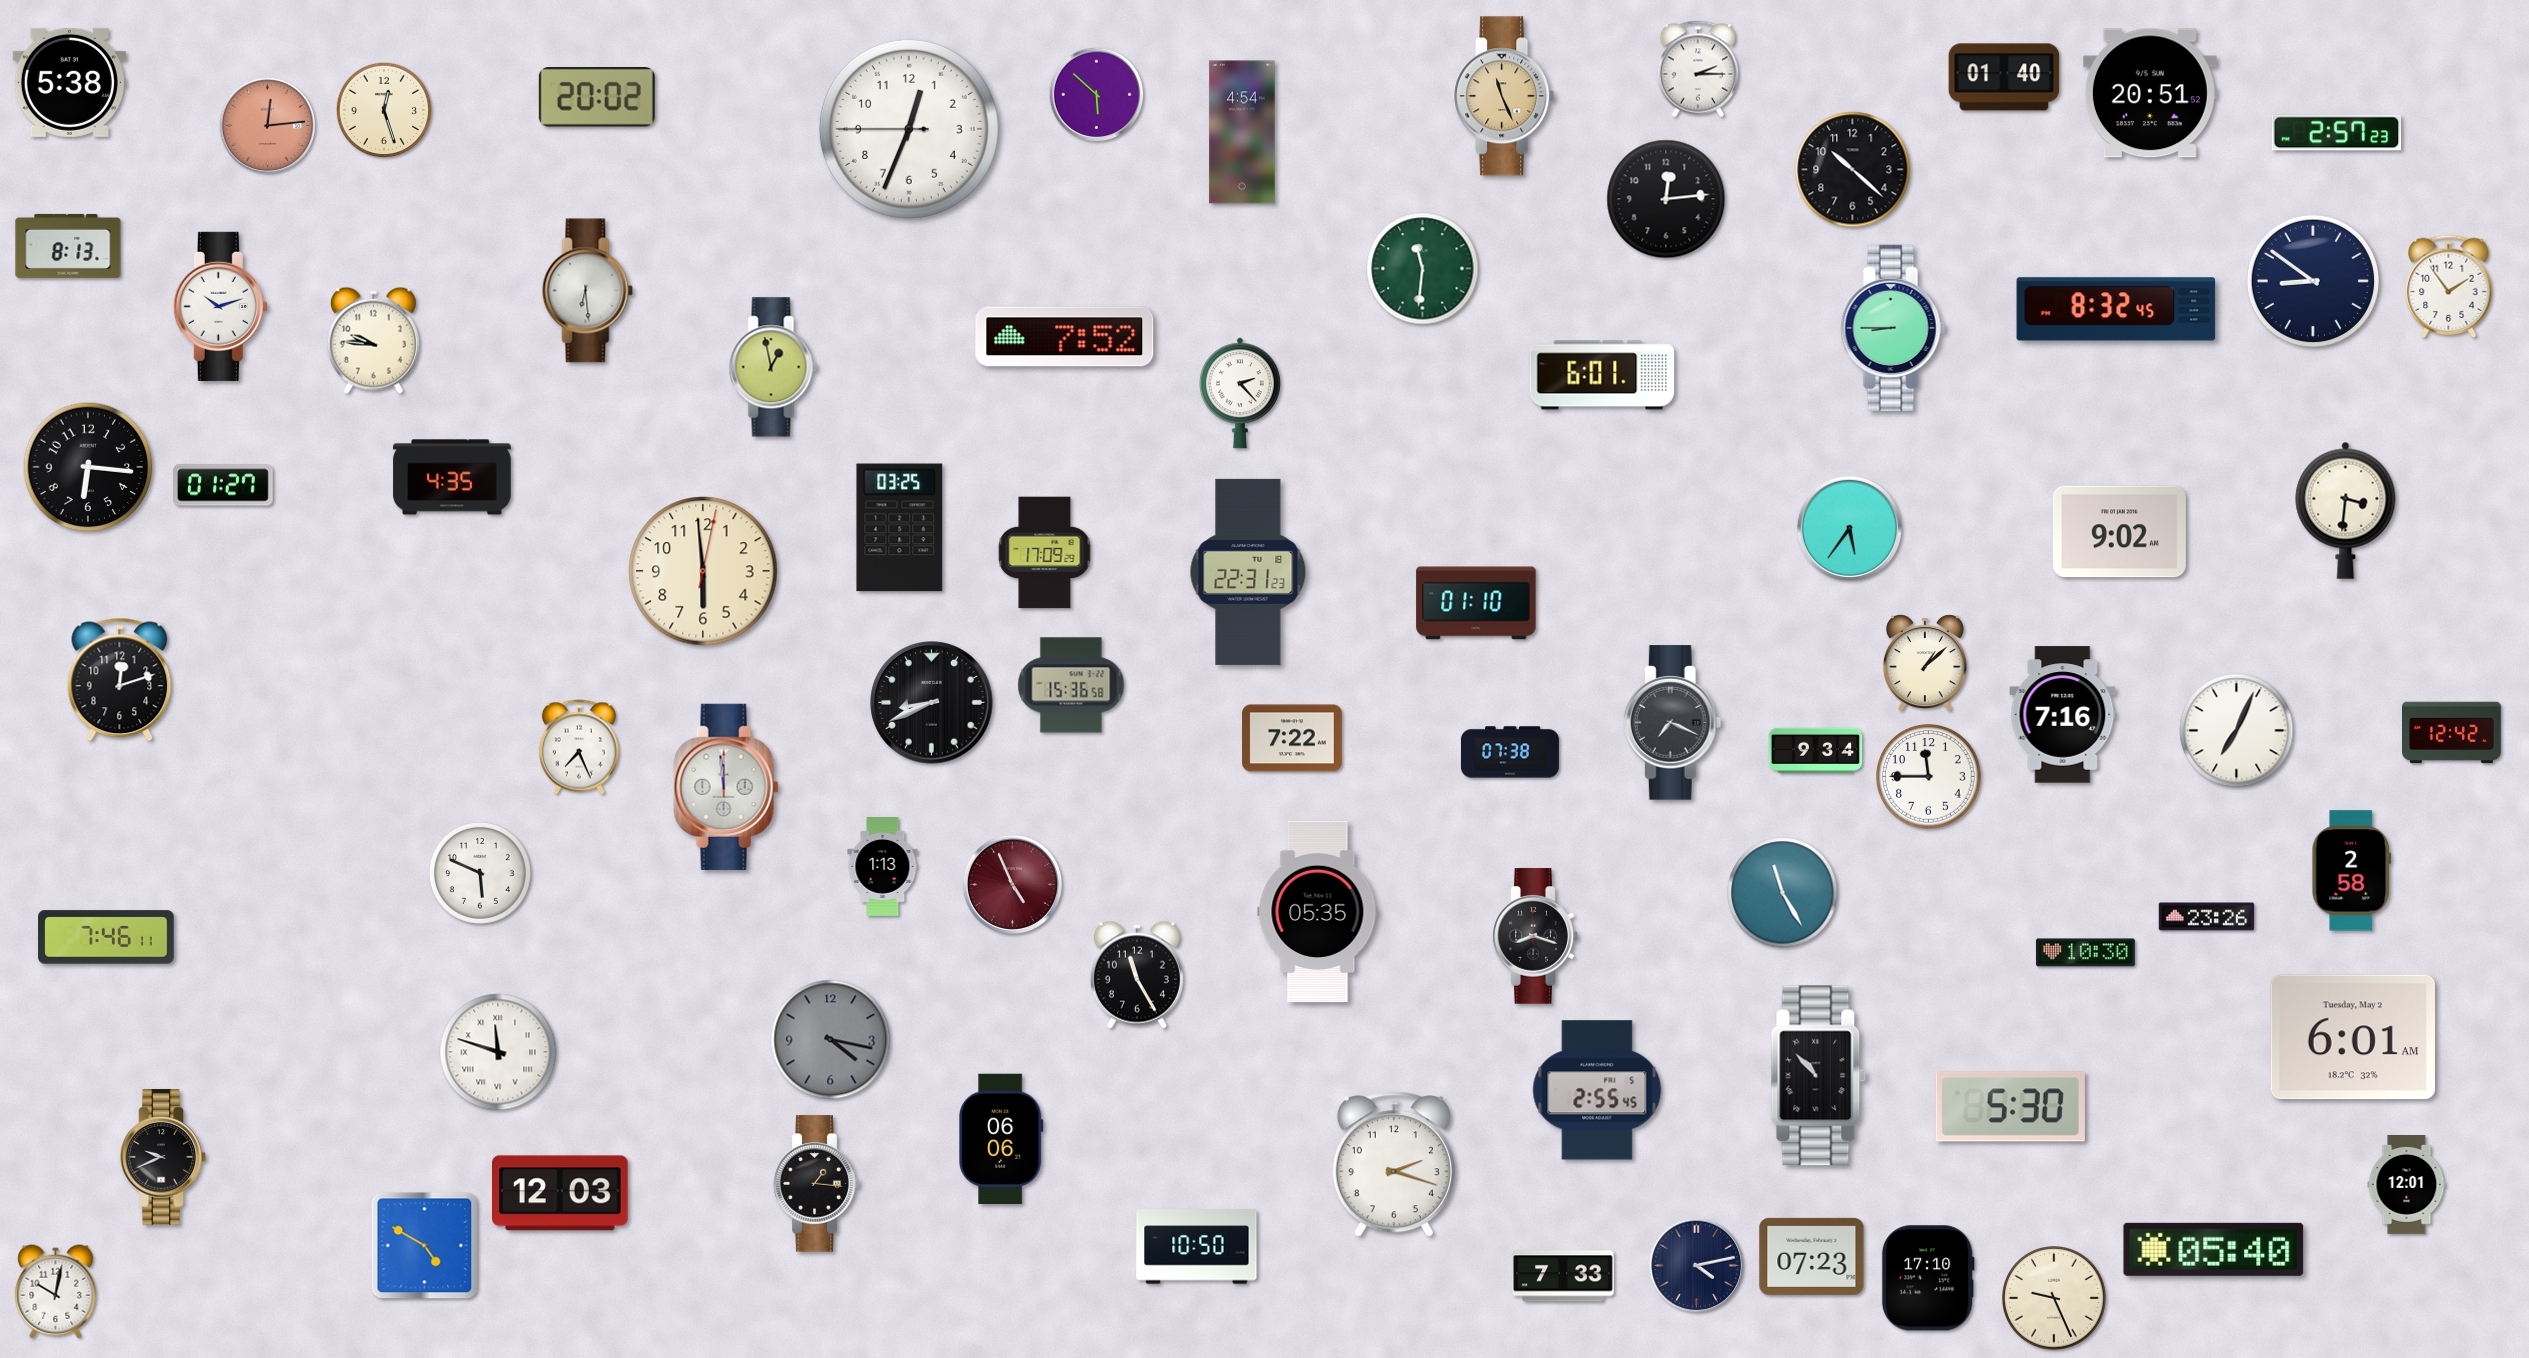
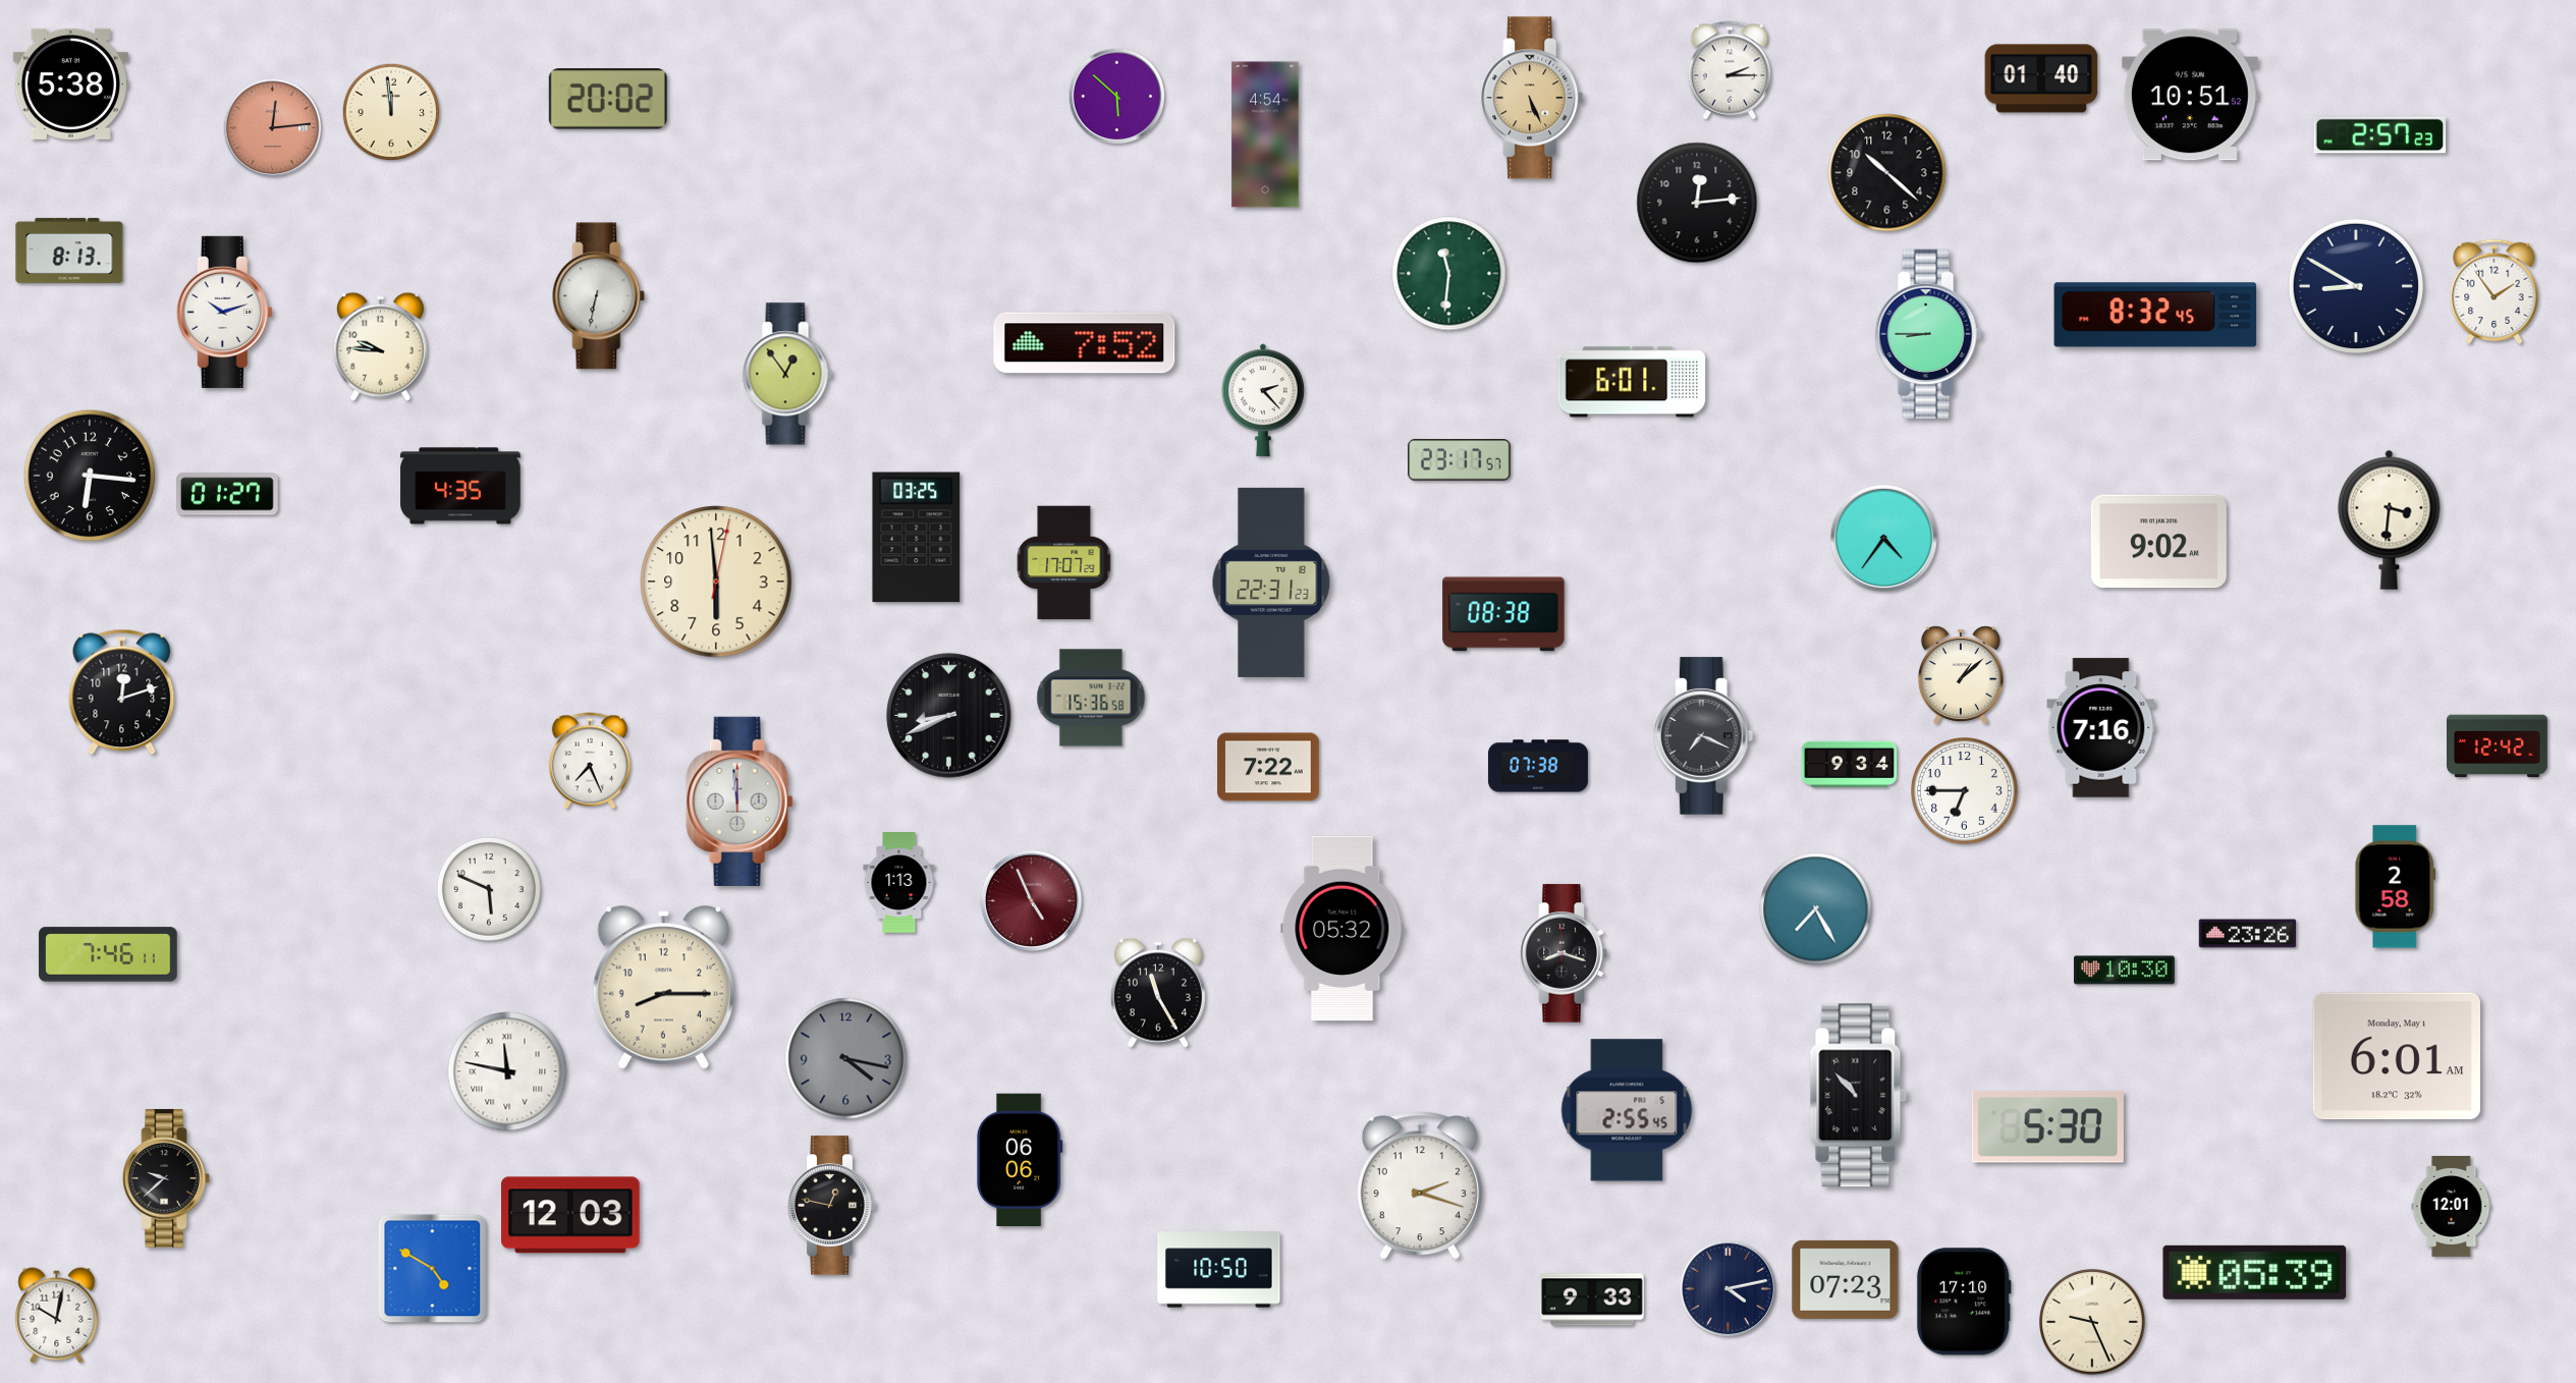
clock at (2150, 93): 20:51 -> 10:51
clock at (1504, 96): 11:26 -> 5:26
clock at (383, 109): 12:27 -> 11:59
clock at (909, 129): 12:33 -> none
clock at (2312, 280): 8:51 -> 8:50
clock at (588, 291): 6:29 -> 6:32
clock at (773, 367): 12:58 -> 12:54
clock at (1460, 460): none -> 23:17
clock at (1849, 528): 5:36 -> 4:36
clock at (1045, 553): 17:09 -> 17:07
clock at (1476, 603): 01:10 -> 08:38
clock at (2237, 731): 7:04 -> none
clock at (1292, 738) position: (1292, 738) -> (1268, 767)
clock at (1929, 777): 11:45 -> 6:45
clock at (1783, 893): 11:25 -> 7:25
clock at (1318, 912): 05:35 -> 05:32
clock at (663, 988): none -> 8:15
clock at (2352, 1037) date: Tuesday, May 2 -> Monday, May 1
clock at (498, 1052): 11:48 -> 11:47
clock at (1819, 1076) position: (1819, 1076) -> (1859, 1096)
clock at (163, 1157): 9:41 -> 9:38
clock at (817, 1184): 1:16 -> 12:47
clock at (2214, 1249): 05:40 -> 05:39
clock at (1563, 1276): 7:33 -> 9:33
